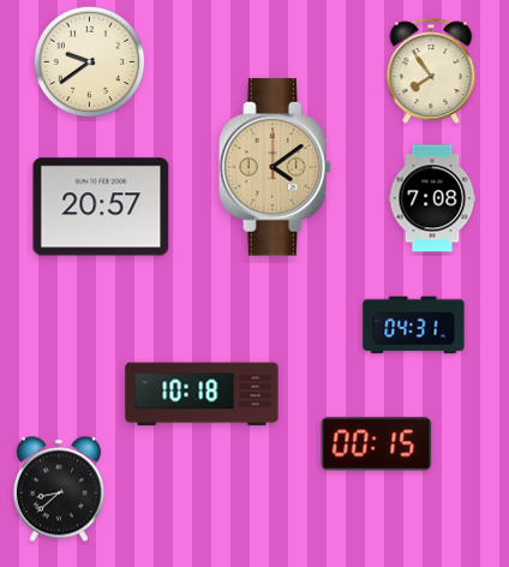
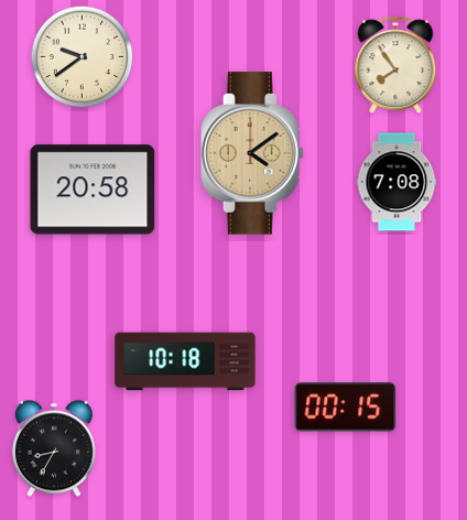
clock at (101, 207): 20:57 -> 20:58
clock at (414, 326): 04:31 -> none
clock at (59, 489): 8:38 -> 8:35
